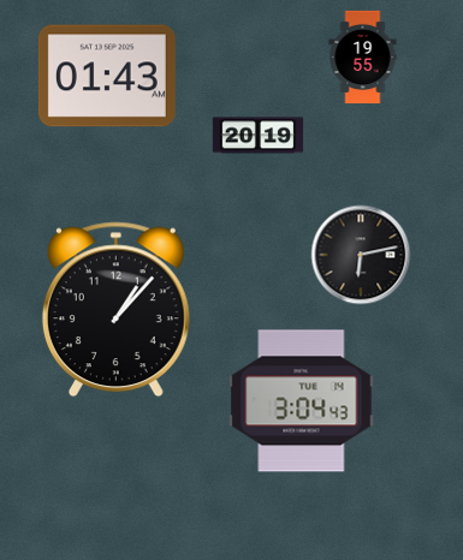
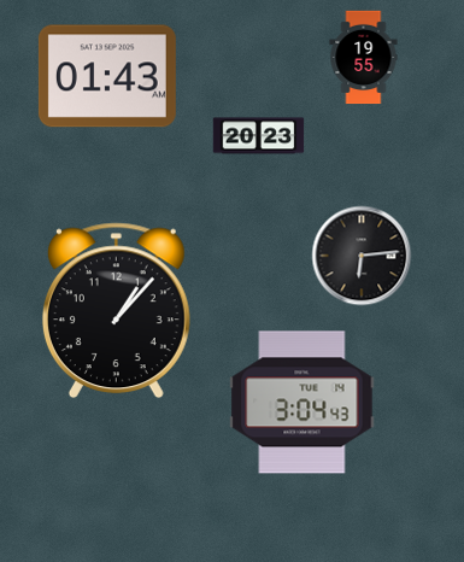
clock at (259, 136): 20:19 -> 20:23
clock at (361, 255): 6:13 -> 6:14
